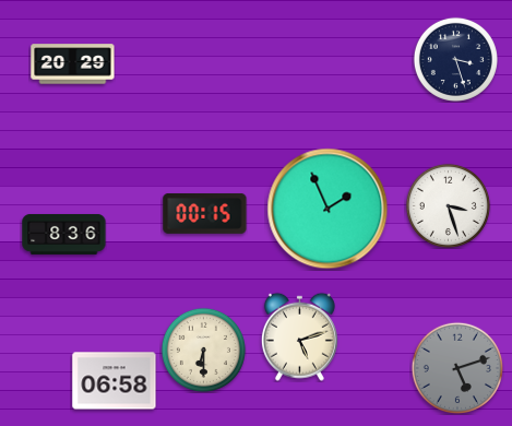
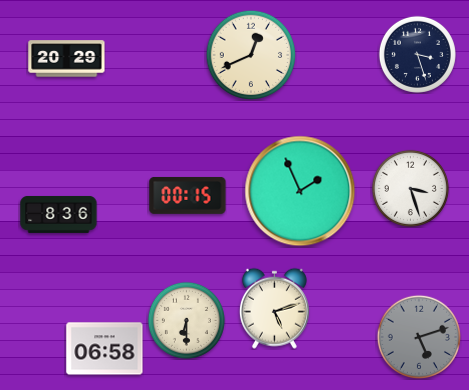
clock at (251, 55): none -> 12:41
